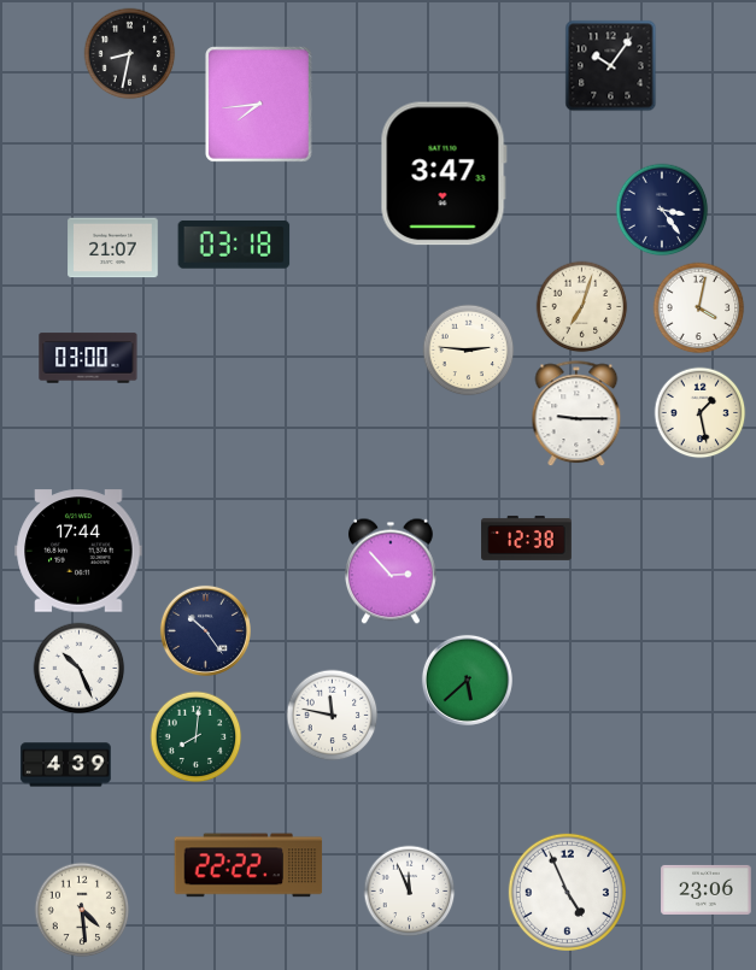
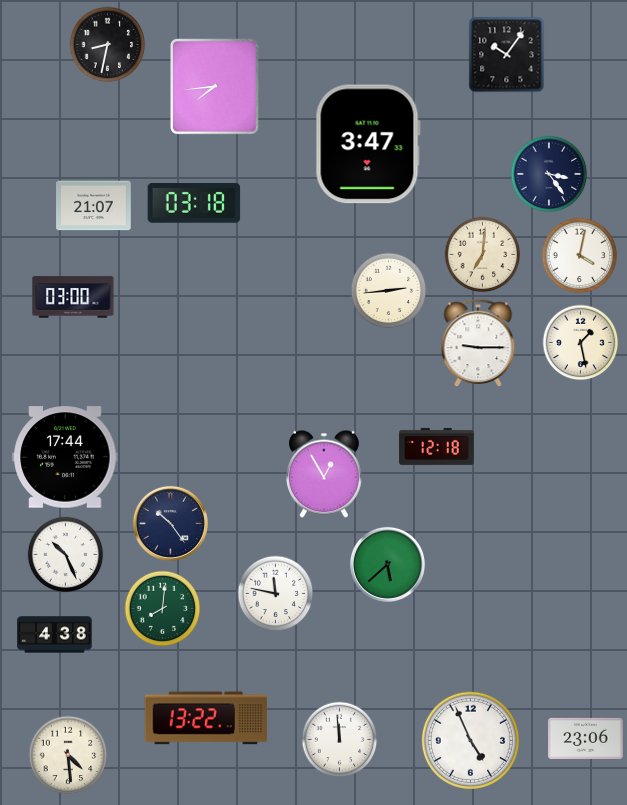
clock at (582, 307): 7:03 -> 7:01
clock at (469, 351): 2:46 -> 2:44
clock at (527, 537): 12:38 -> 12:18
clock at (391, 571): 2:53 -> 12:55
clock at (197, 737) position: (197, 737) -> (163, 609)
clock at (66, 765): 4:39 -> 4:38
clock at (248, 865): 22:22 -> 13:22
clock at (410, 892): 11:56 -> 11:59
